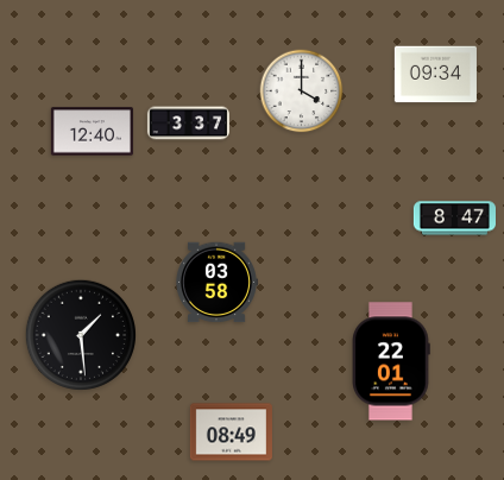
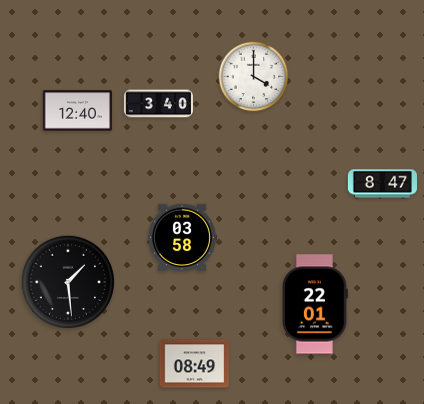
clock at (435, 75): 09:34 -> none
clock at (188, 124): 3:37 -> 3:40
clock at (392, 361) position: (392, 361) -> (316, 304)
